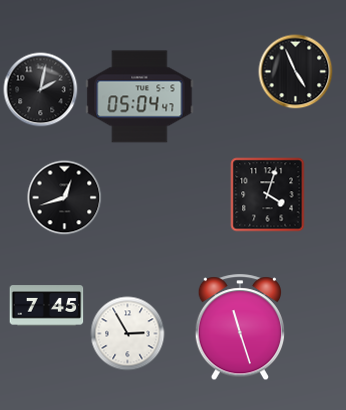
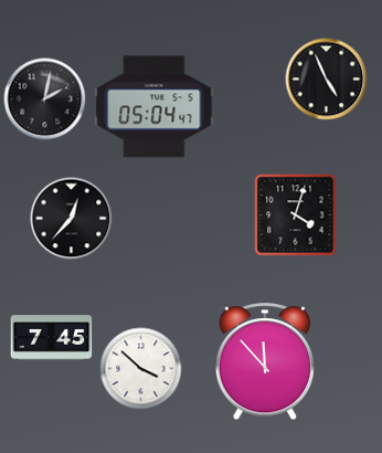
clock at (65, 198): 12:42 -> 12:37
clock at (240, 328): 11:27 -> 11:53
clock at (128, 334): 2:55 -> 3:52
